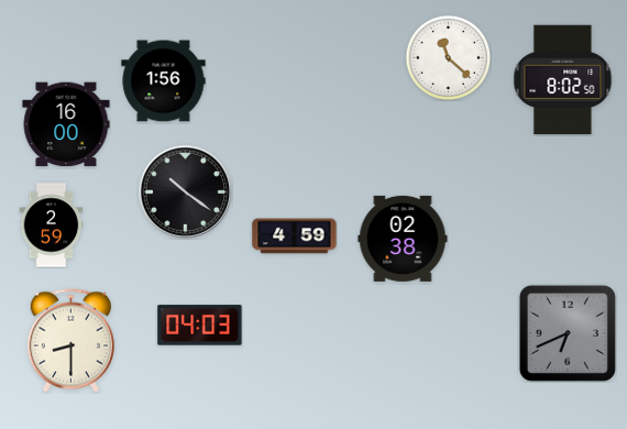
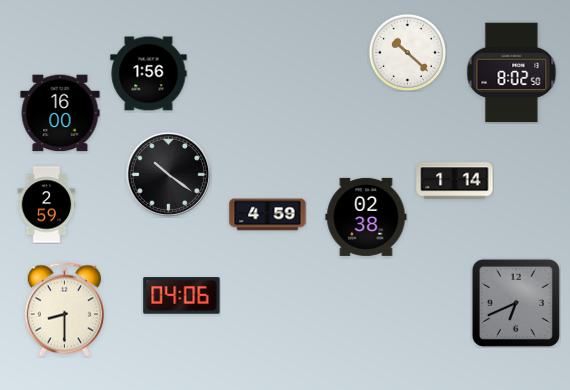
clock at (448, 57): 11:22 -> 10:22
clock at (455, 181): none -> 1:14
clock at (200, 326): 04:03 -> 04:06
